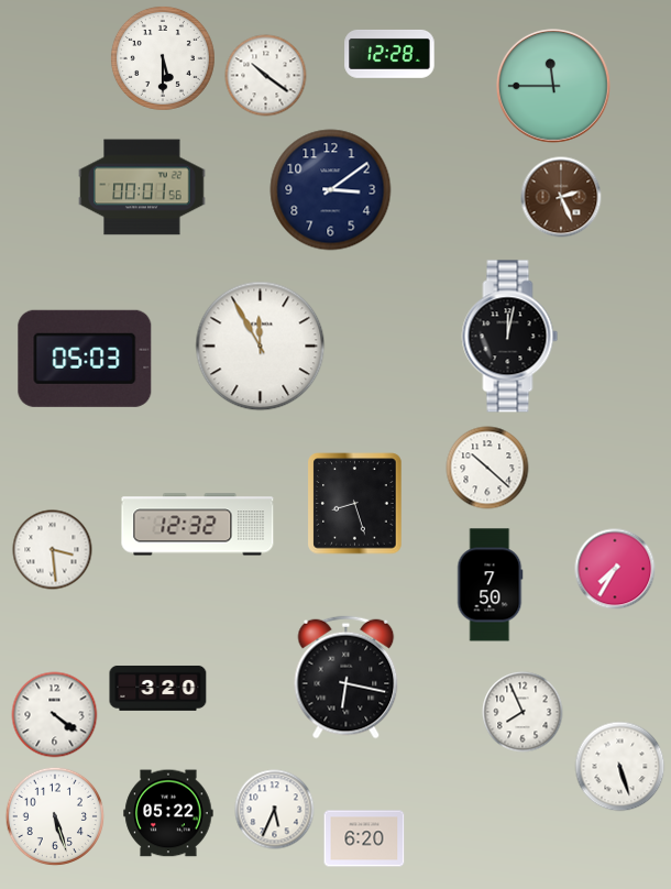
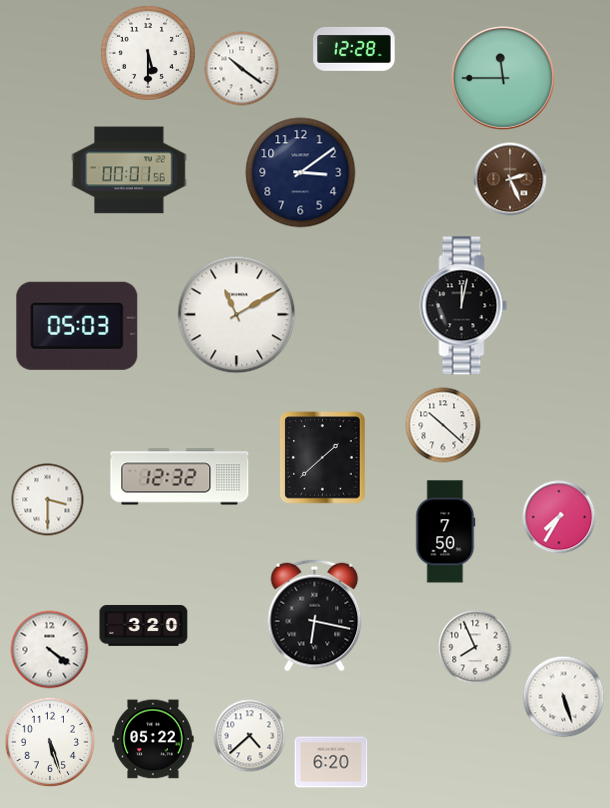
clock at (261, 347): 11:55 -> 11:10
clock at (355, 504): 8:27 -> 1:38
clock at (53, 550): 3:29 -> 3:30
clock at (275, 810): 5:34 -> 4:38
